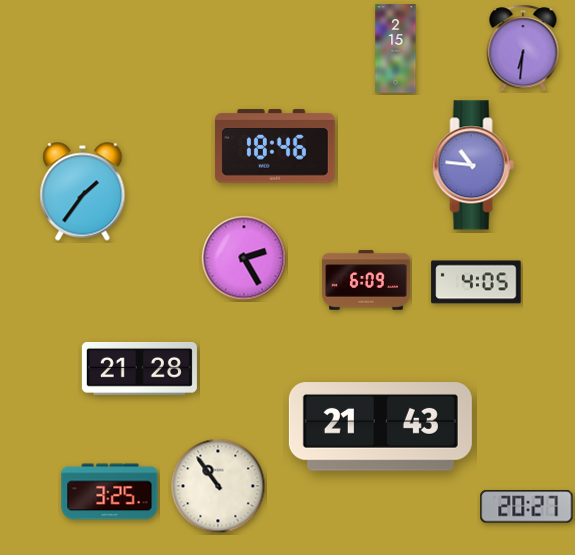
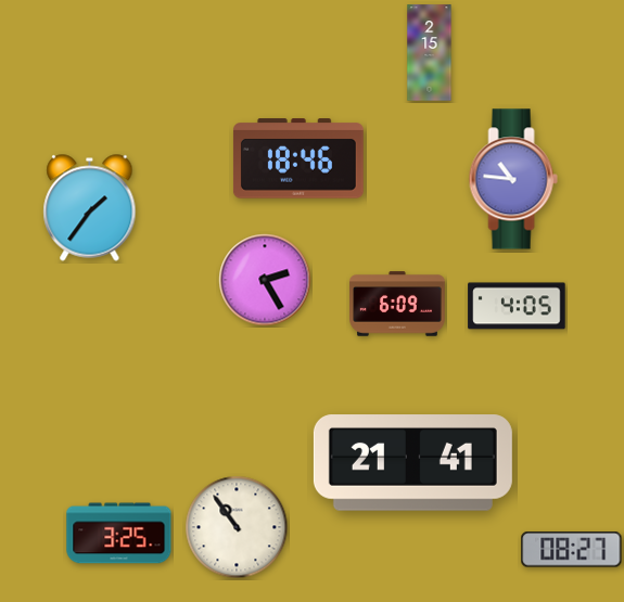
clock at (523, 48): 6:31 -> none
clock at (139, 369): 21:28 -> none
clock at (380, 427): 21:43 -> 21:41
clock at (527, 507): 20:27 -> 08:27
